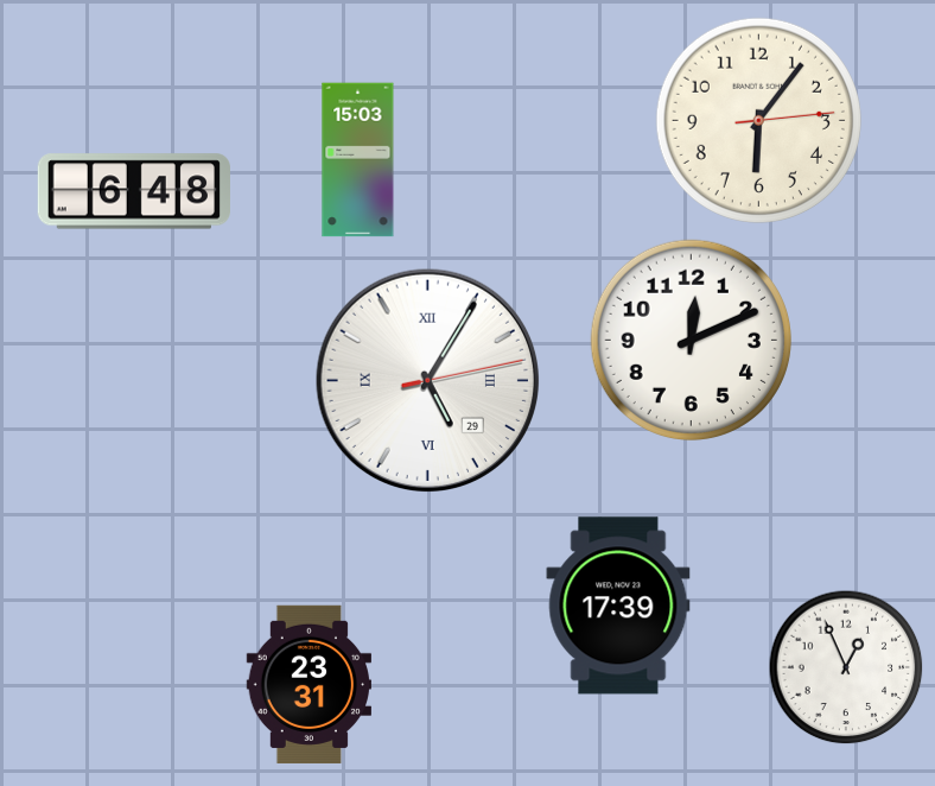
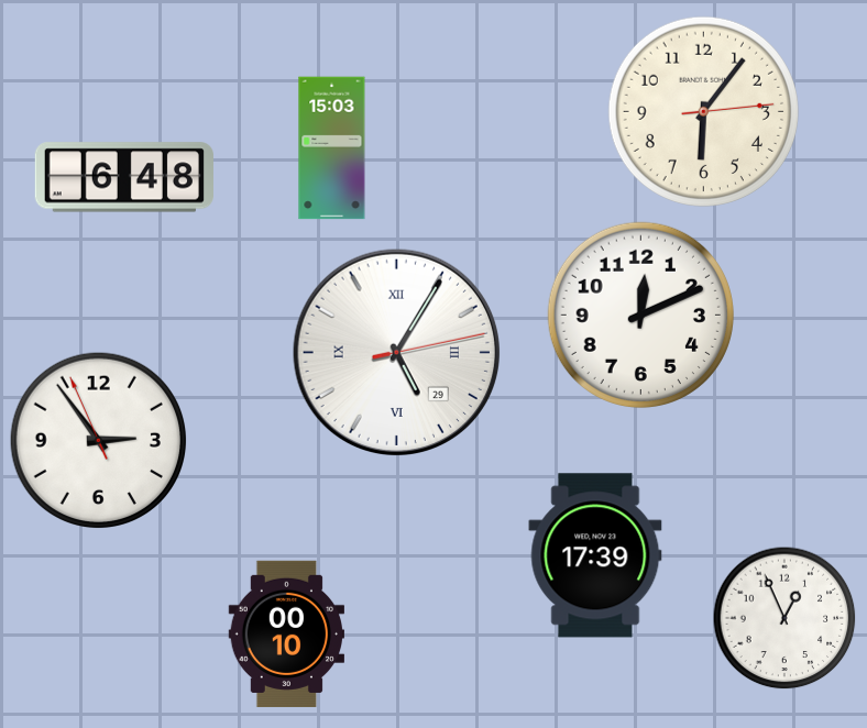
clock at (98, 440): none -> 2:53
clock at (618, 606) position: (618, 606) -> (595, 555)
clock at (309, 684): 23:31 -> 00:10
